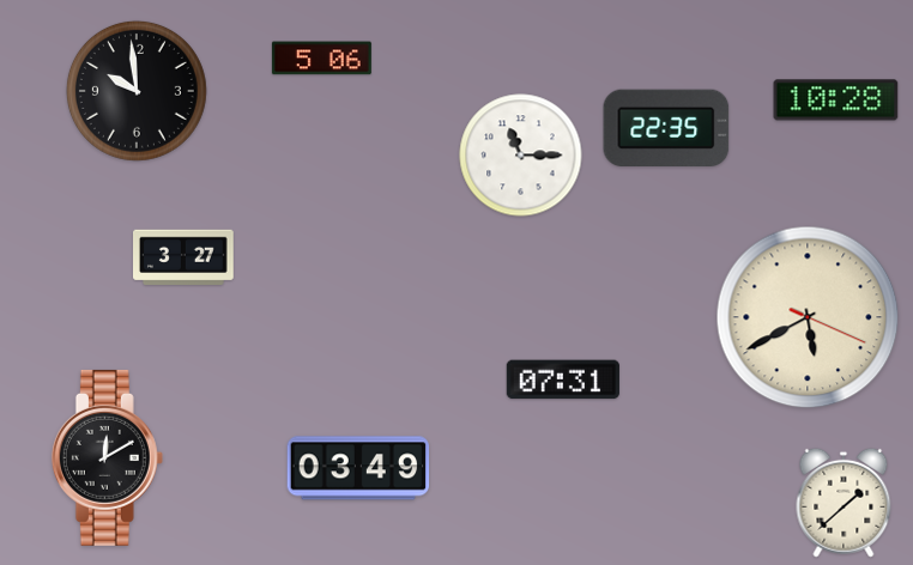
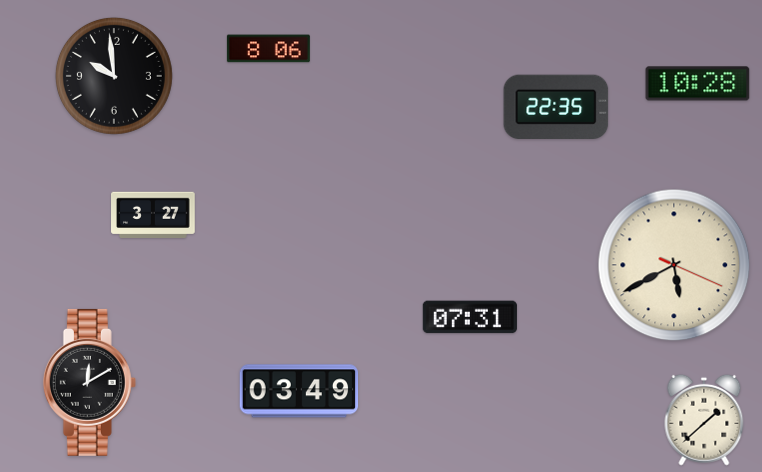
clock at (321, 59): 5:06 -> 8:06
clock at (521, 156): 11:15 -> none
